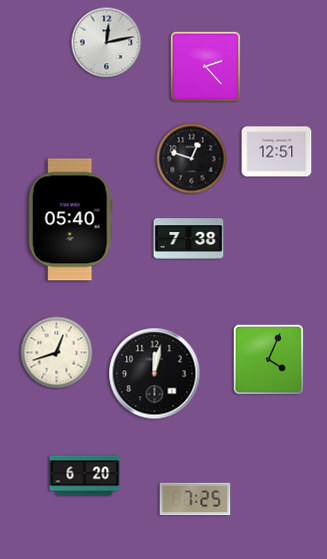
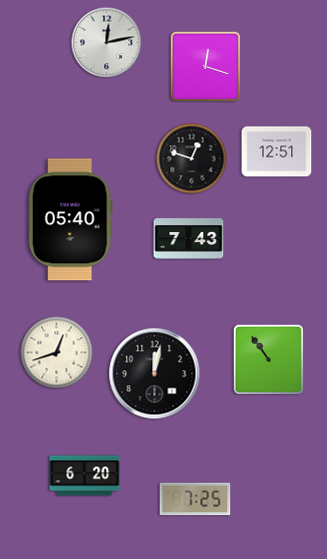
clock at (206, 67): 2:23 -> 12:18
clock at (189, 239): 7:38 -> 7:43
clock at (269, 360): 4:04 -> 10:54
